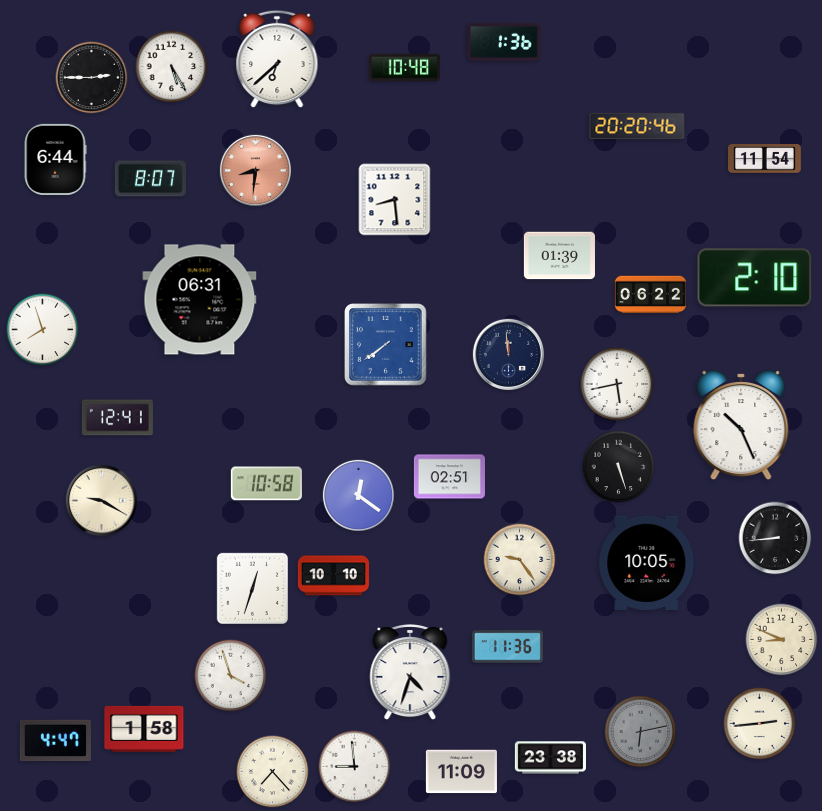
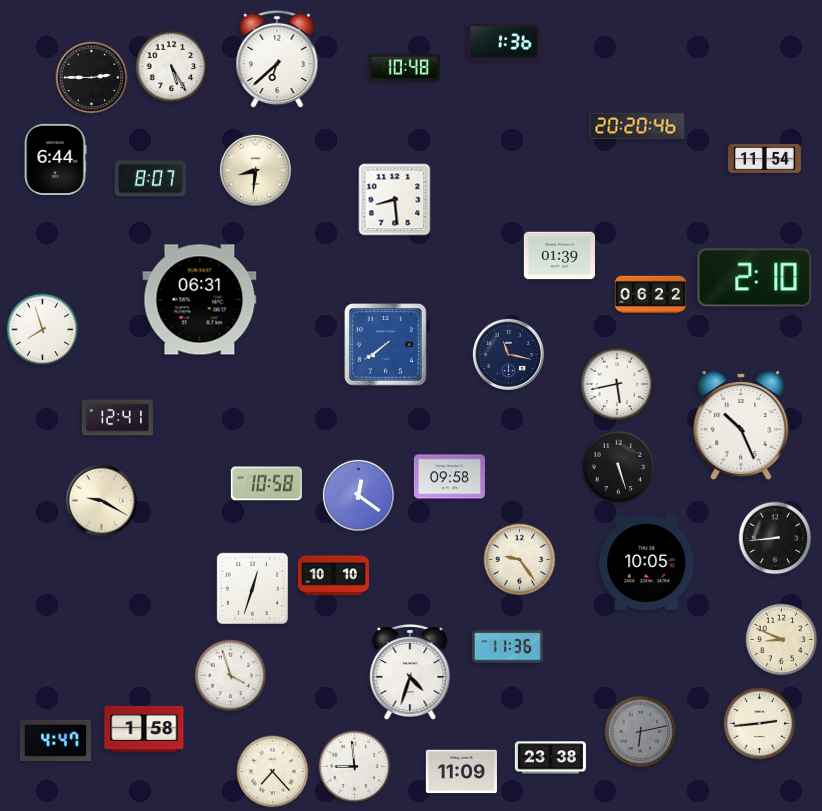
clock at (255, 170) dial: salmon -> cream
clock at (508, 354): 11:59 -> 11:17
clock at (449, 477): 02:51 -> 09:58
